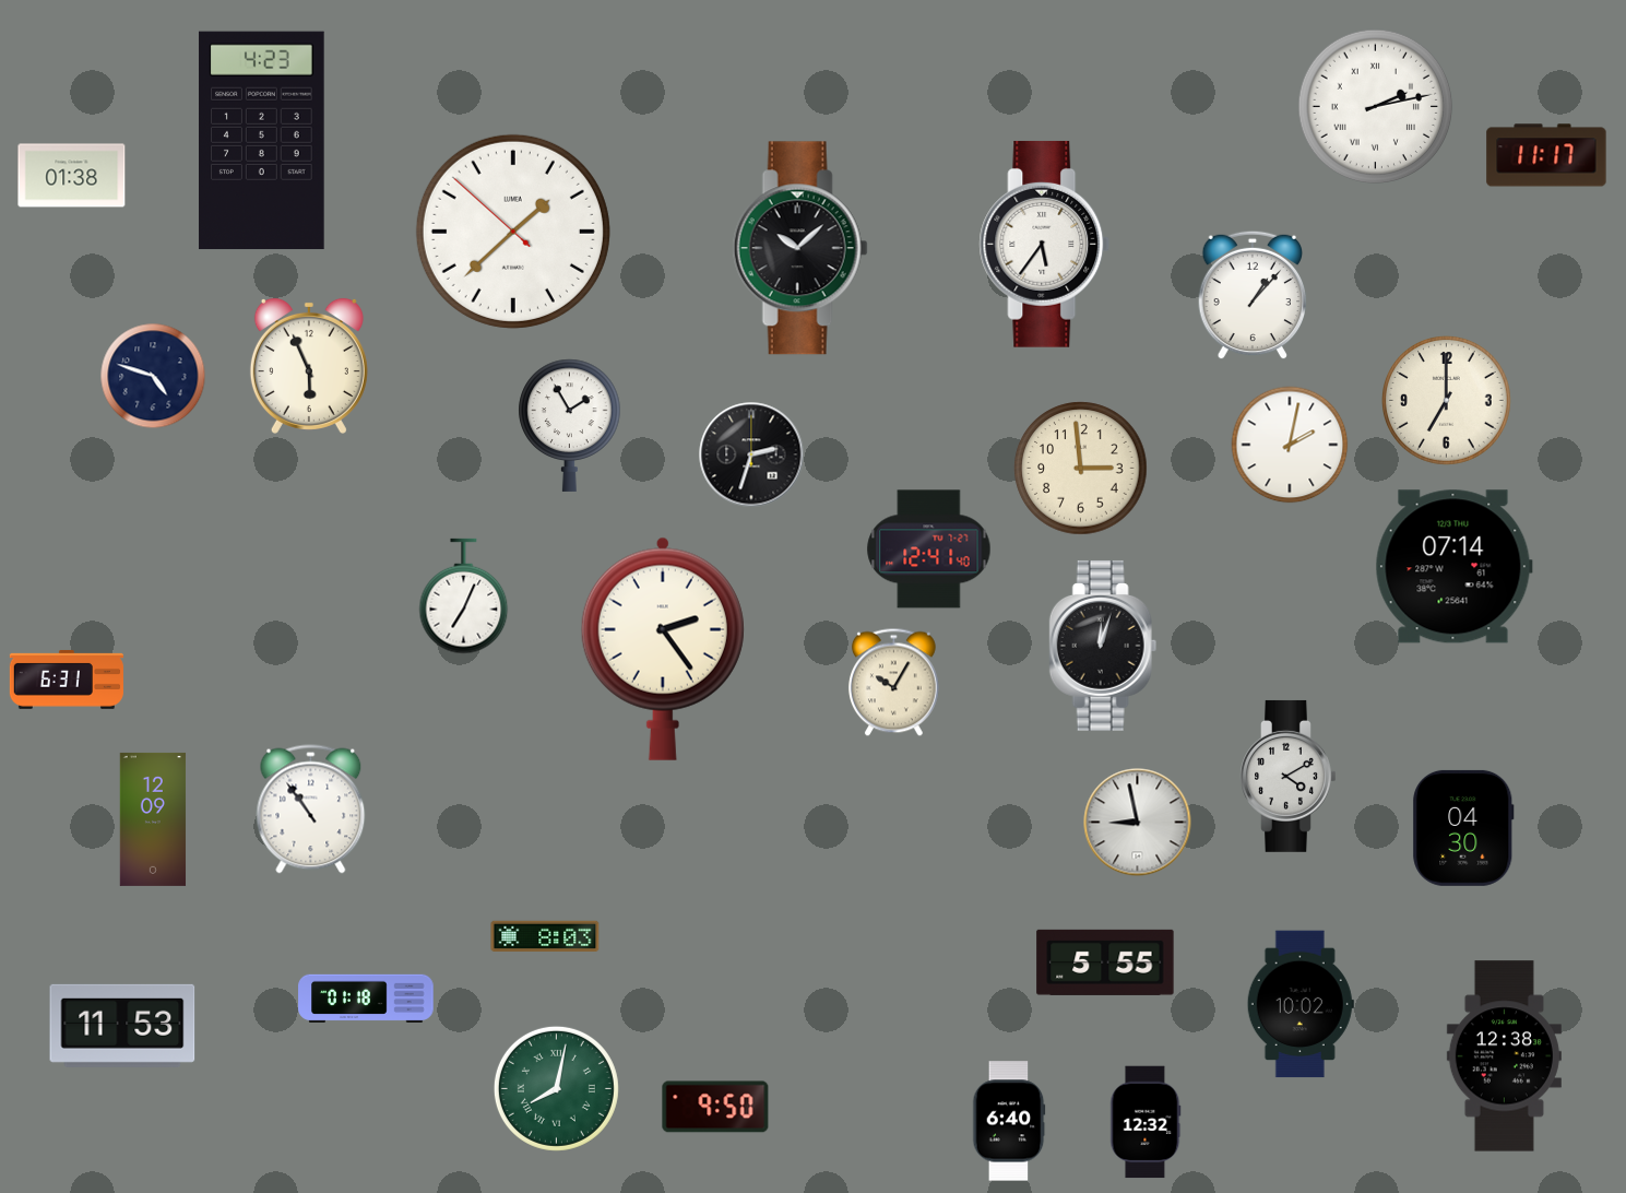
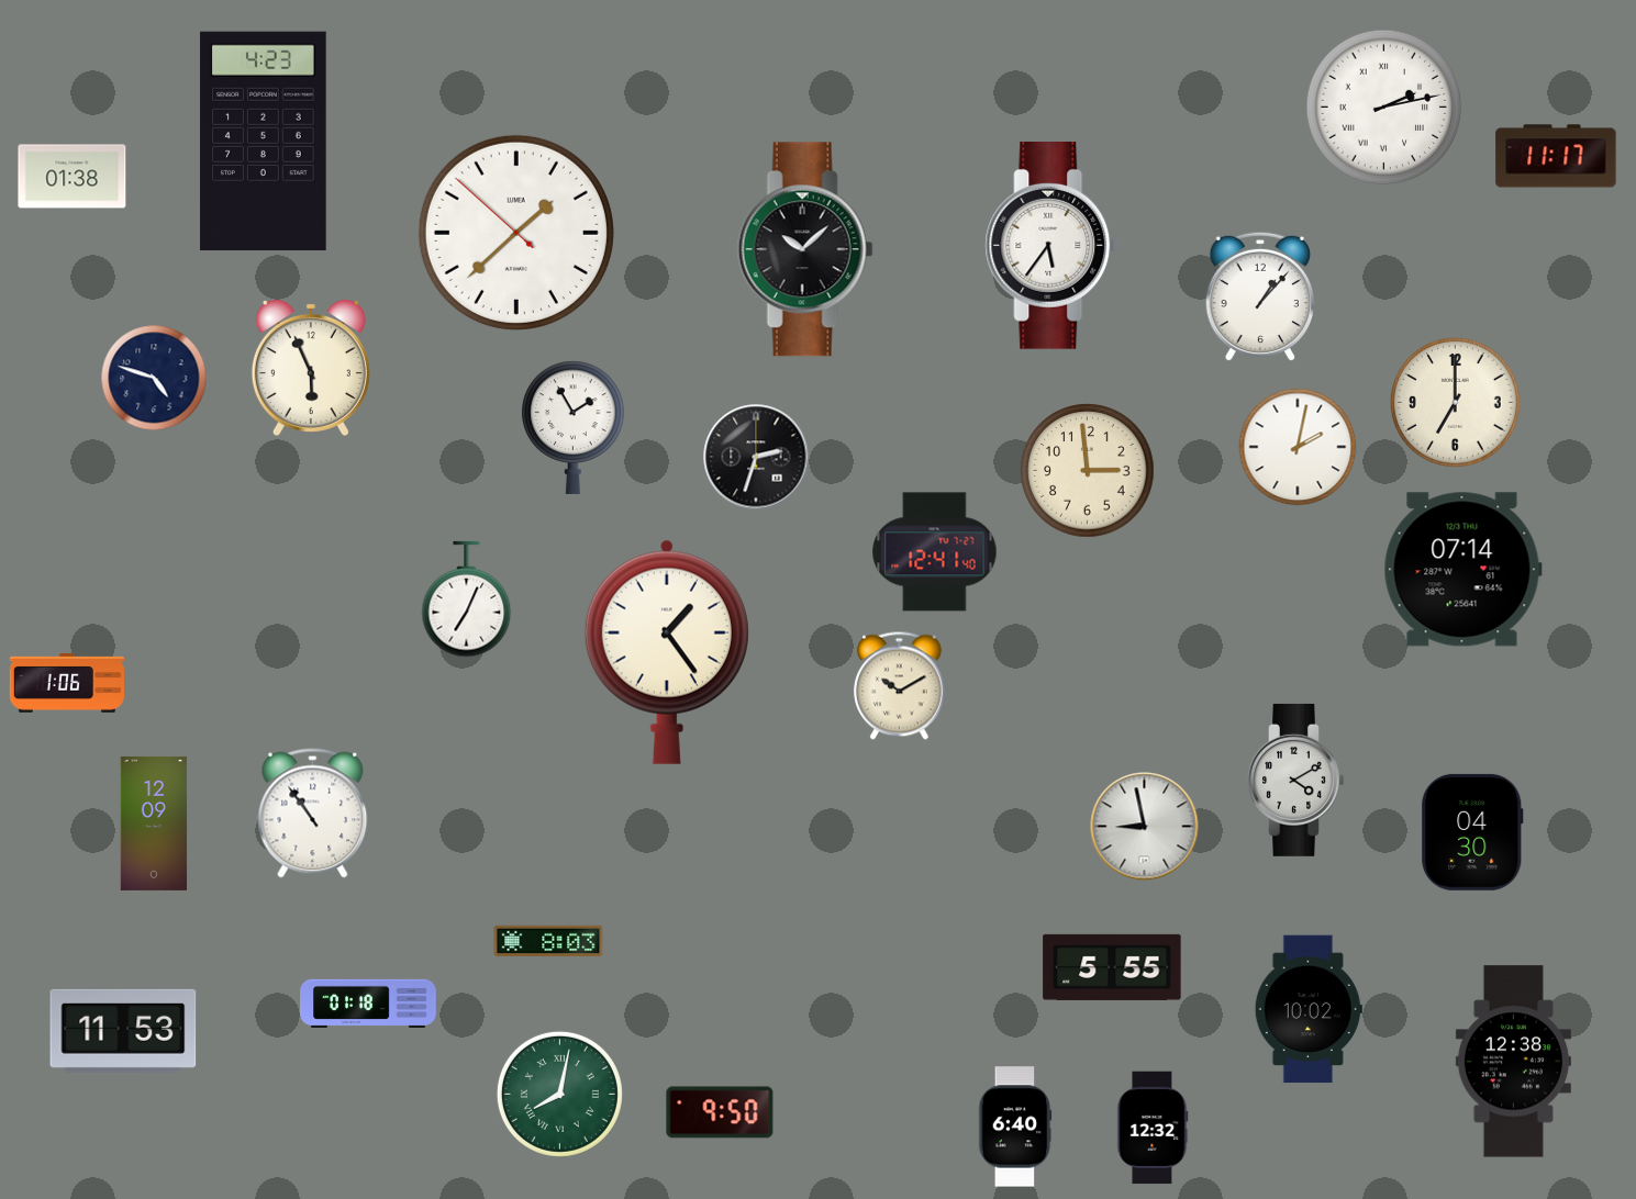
clock at (1103, 646): 12:03 -> none
clock at (663, 649): 2:24 -> 1:24
clock at (67, 680): 6:31 -> 1:06
clock at (894, 683): 10:05 -> 10:10
